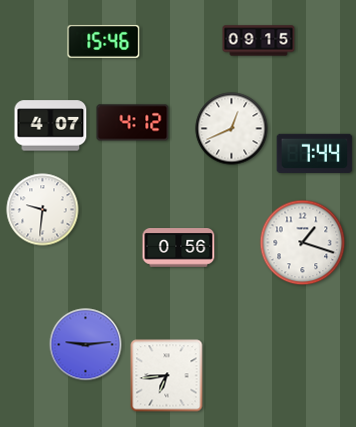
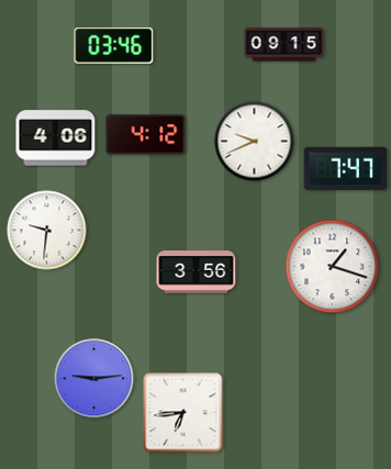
clock at (104, 41): 15:46 -> 03:46
clock at (51, 126): 4:07 -> 4:06
clock at (232, 129): 12:41 -> 9:41
clock at (315, 153): 7:44 -> 7:47
clock at (179, 248): 0:56 -> 3:56
